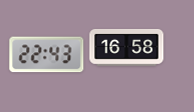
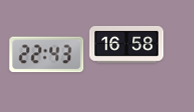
clock at (127, 47) position: (127, 47) -> (127, 44)
